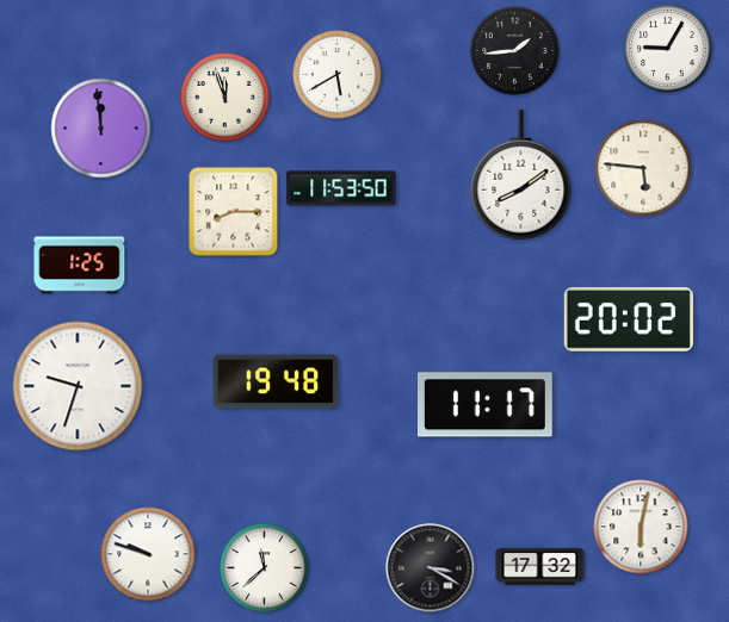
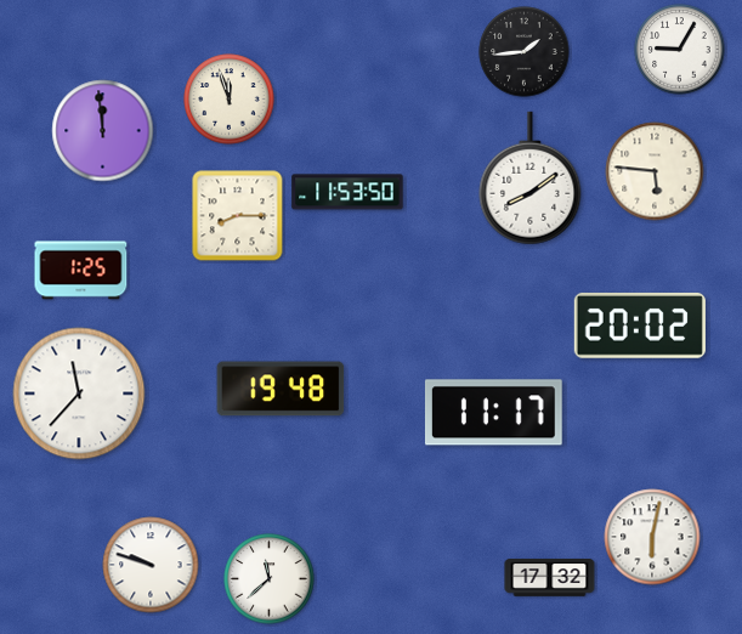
clock at (338, 75): 5:40 -> none
clock at (78, 386): 9:33 -> 11:37
clock at (431, 568): 3:20 -> none
